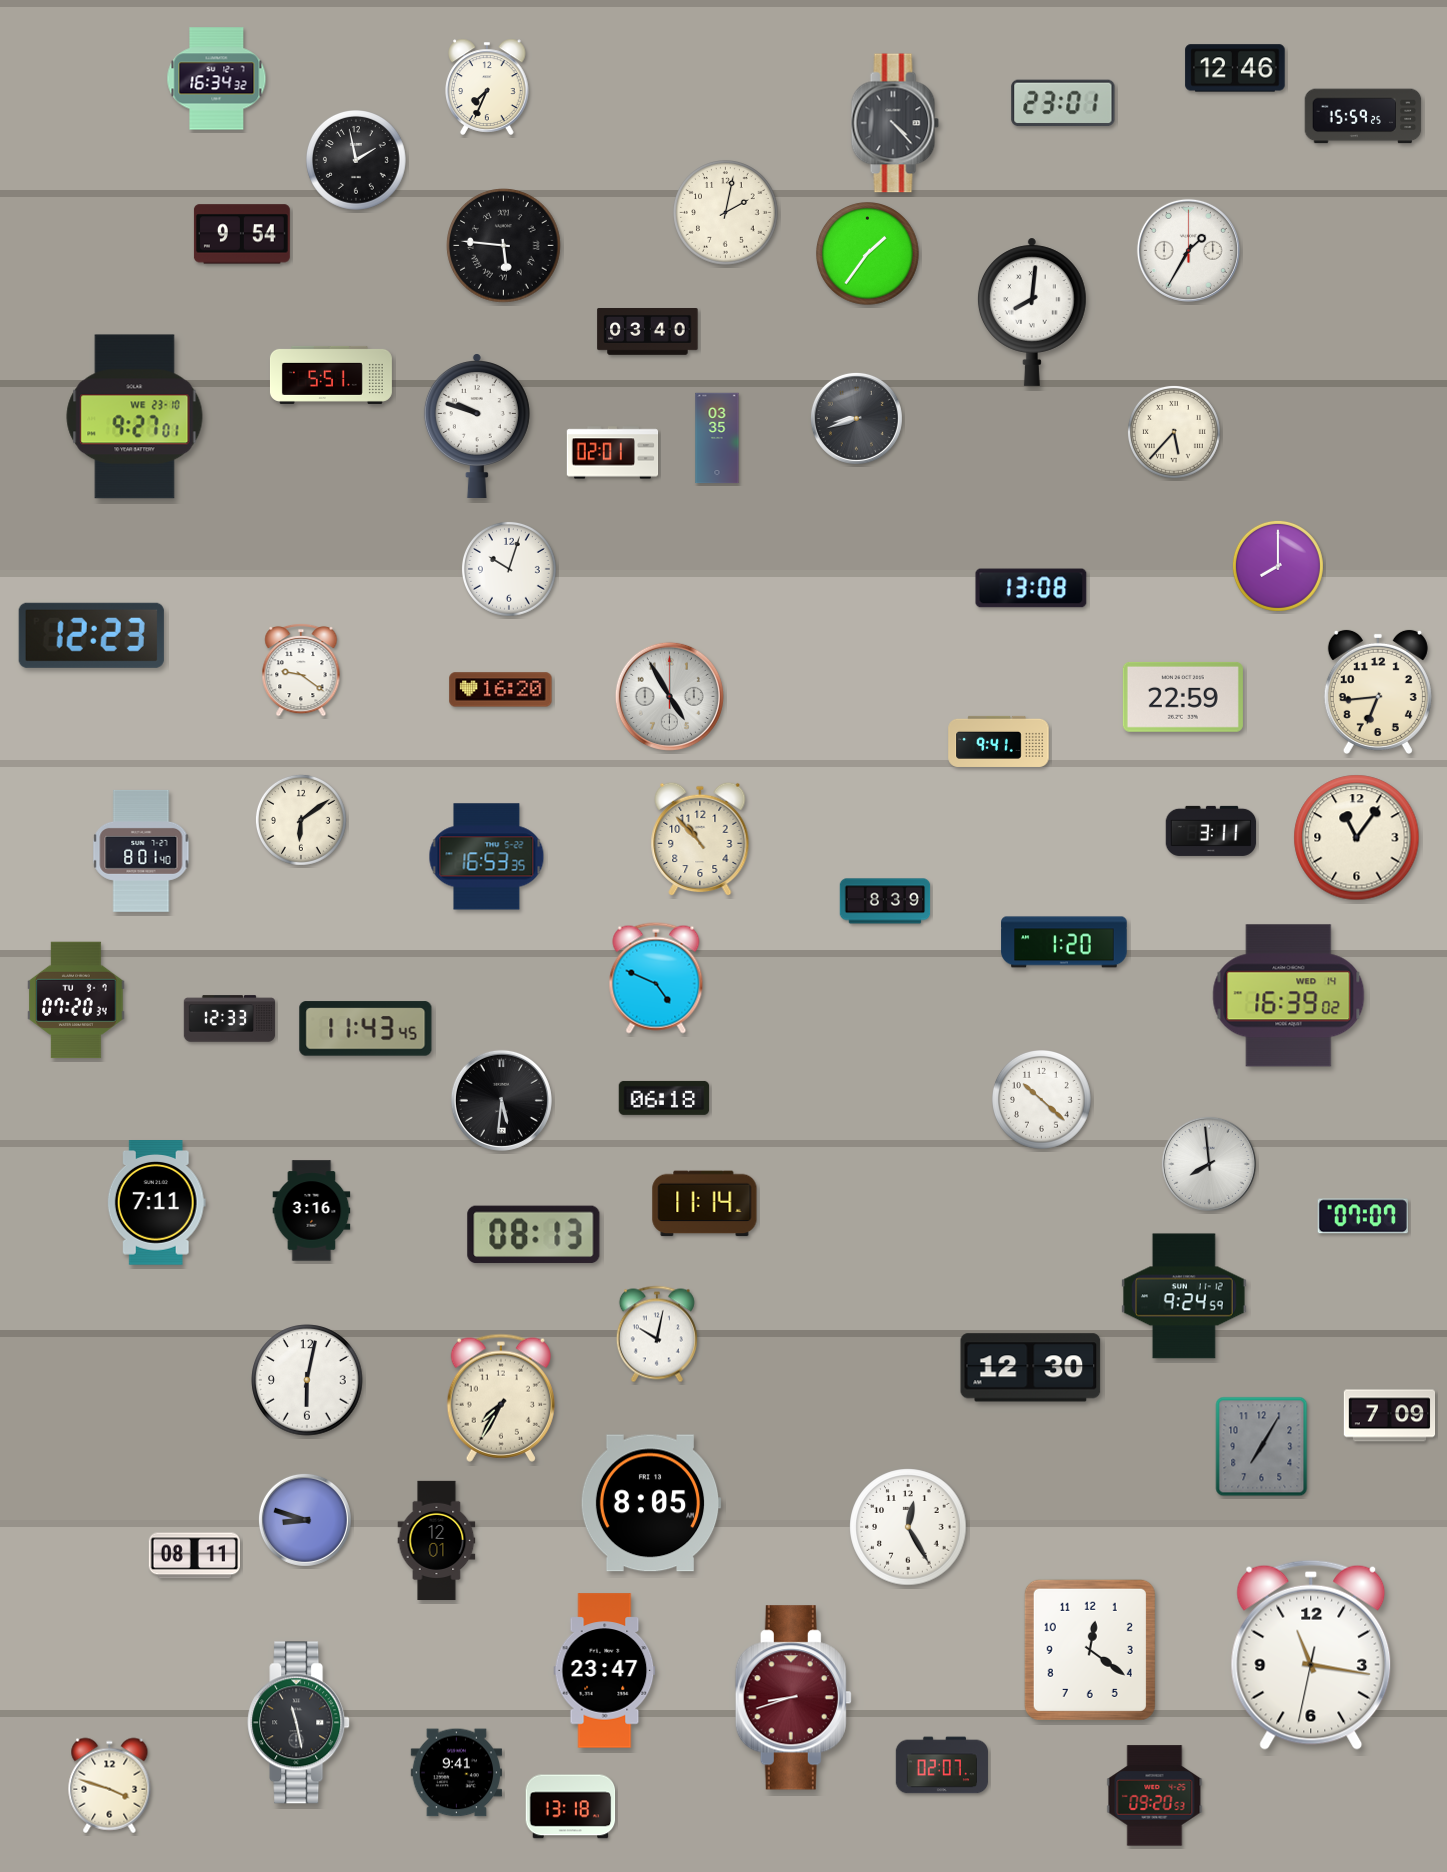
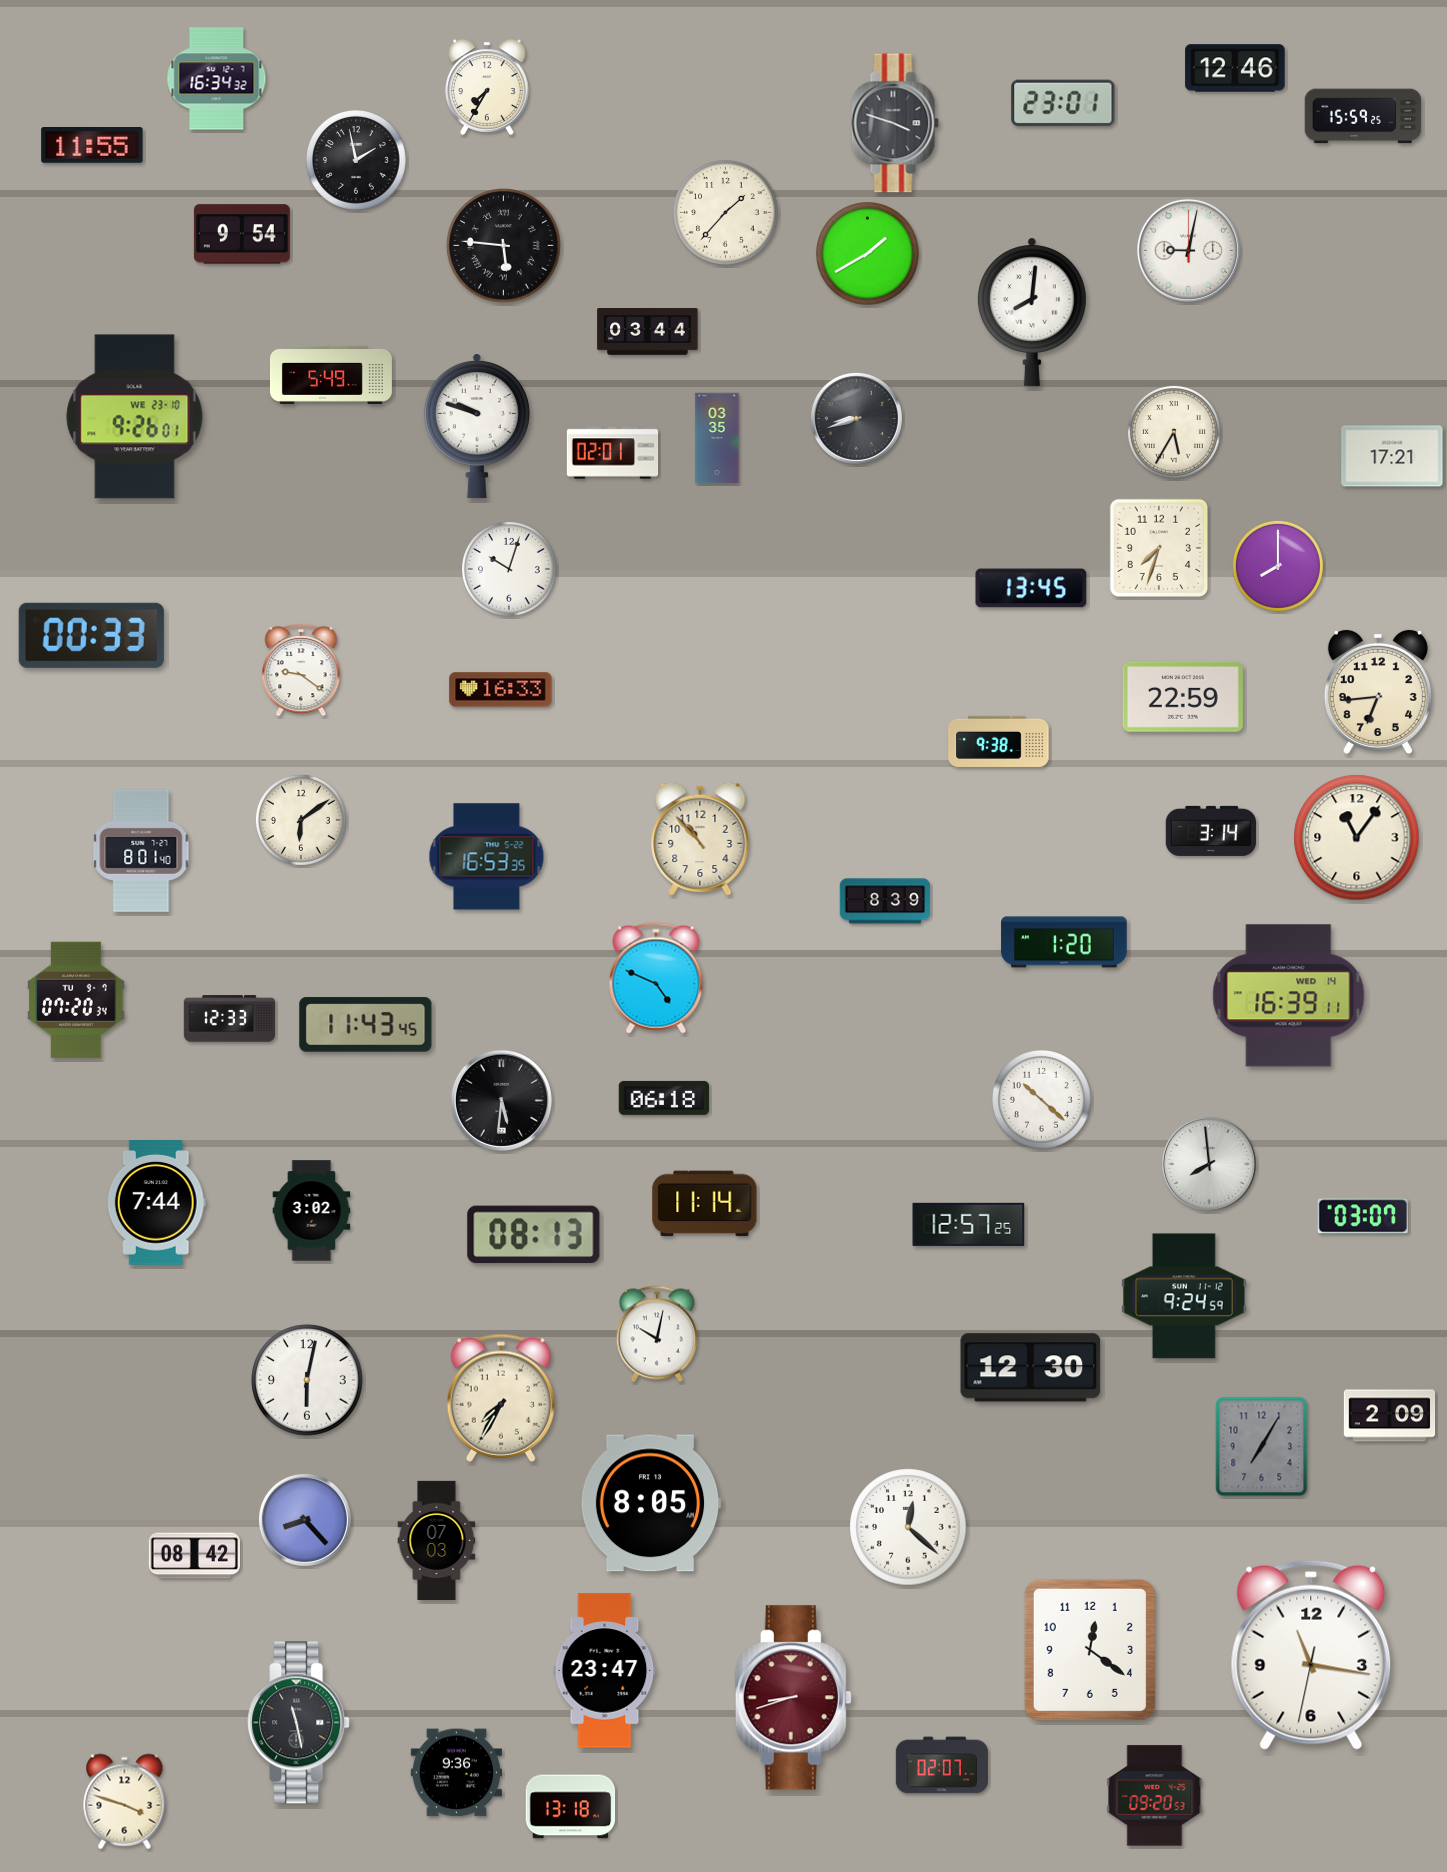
clock at (487, 87): 7:34 -> 7:35
clock at (895, 123): 4:23 -> 3:48
clock at (92, 146): none -> 11:55
clock at (726, 213): 2:02 -> 1:37
clock at (1188, 250): 1:35 -> 9:02
clock at (868, 254): 1:36 -> 1:40
clock at (648, 332): 03:40 -> 03:44
clock at (331, 375): 5:51 -> 5:49
clock at (135, 417): 9:27 -> 9:26
clock at (1174, 432): 5:37 -> 5:35
clock at (1392, 456): none -> 17:21
clock at (1158, 547): none -> 7:33
clock at (1031, 588): 13:08 -> 13:45
clock at (91, 635): 12:23 -> 00:33
clock at (501, 690): 16:20 -> 16:33
clock at (669, 696): 4:55 -> none
clock at (999, 741): 9:41 -> 9:38
clock at (1211, 831): 3:11 -> 3:14
clock at (1289, 996): 16:39:02 -> 16:39:11
clock at (366, 1029) position: (366, 1029) -> (366, 1025)
clock at (156, 1203): 7:11 -> 7:44
clock at (312, 1211): 3:16 -> 3:02
clock at (1362, 1216): 07:07 -> 03:07
clock at (969, 1224): none -> 12:57
clock at (1390, 1416): 7:09 -> 2:09
clock at (305, 1520): 8:48 -> 8:23
clock at (908, 1527): 12:25 -> 12:22
clock at (437, 1540): 12:01 -> 07:03
clock at (194, 1556): 08:11 -> 08:42
clock at (456, 1773): 9:41 -> 9:36
clock at (110, 1786) position: (110, 1786) -> (125, 1802)
